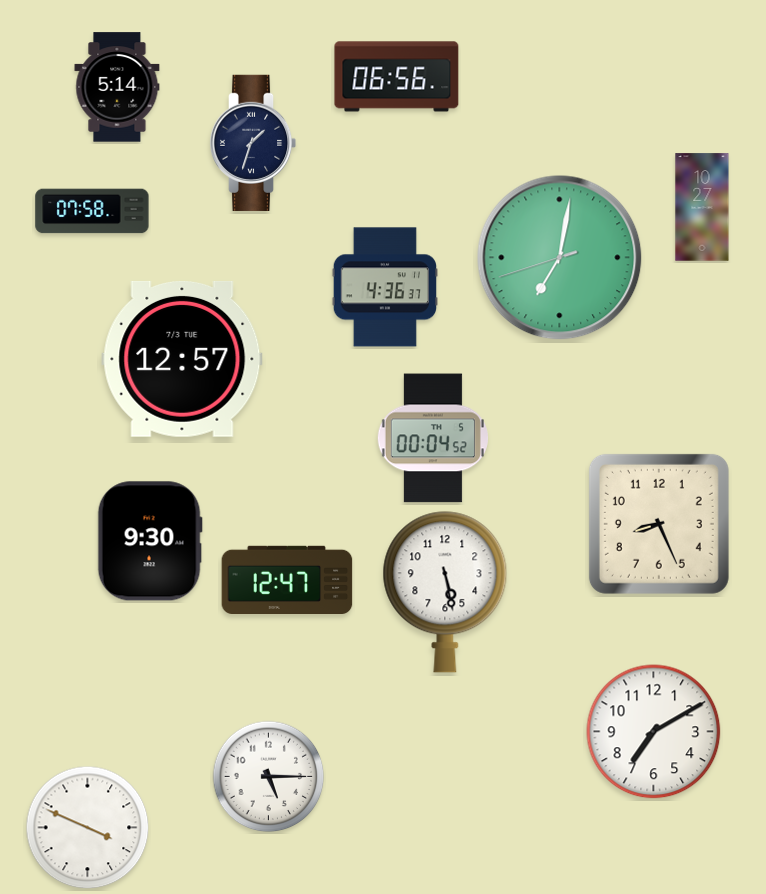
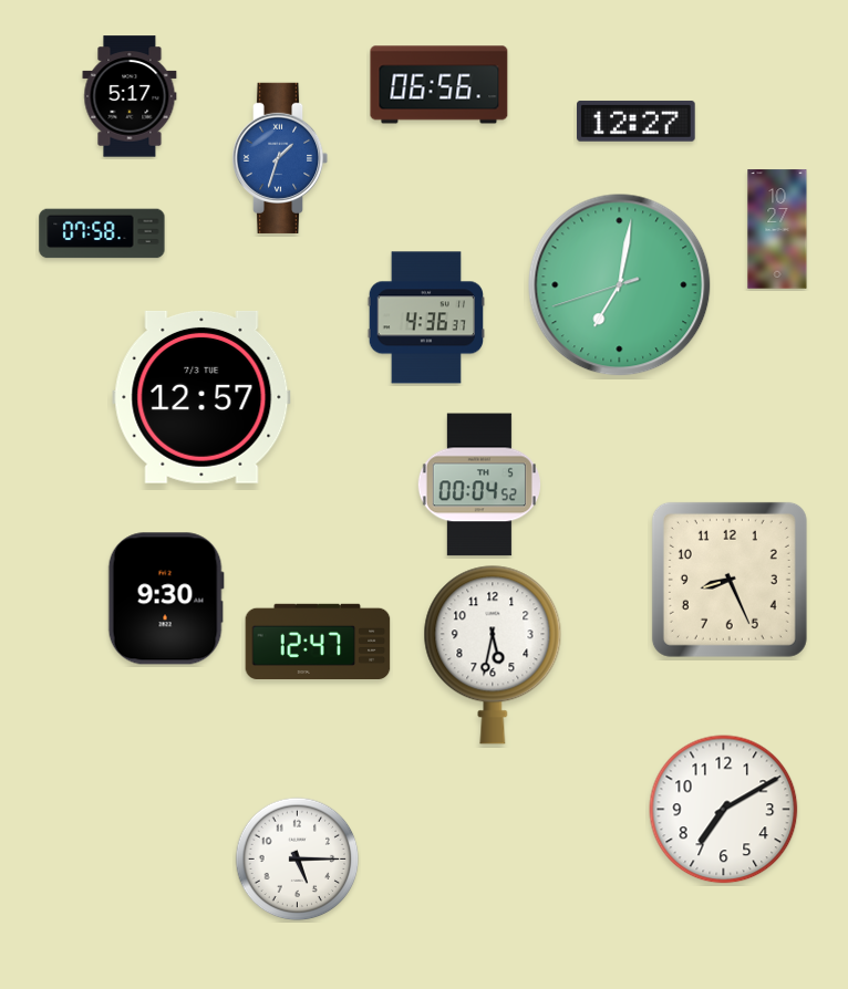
clock at (117, 87): 5:14 -> 5:17
clock at (637, 121): none -> 12:27
clock at (253, 143) dial: navy -> blue
clock at (445, 592): 5:28 -> 5:32
clock at (88, 828): 3:49 -> none
